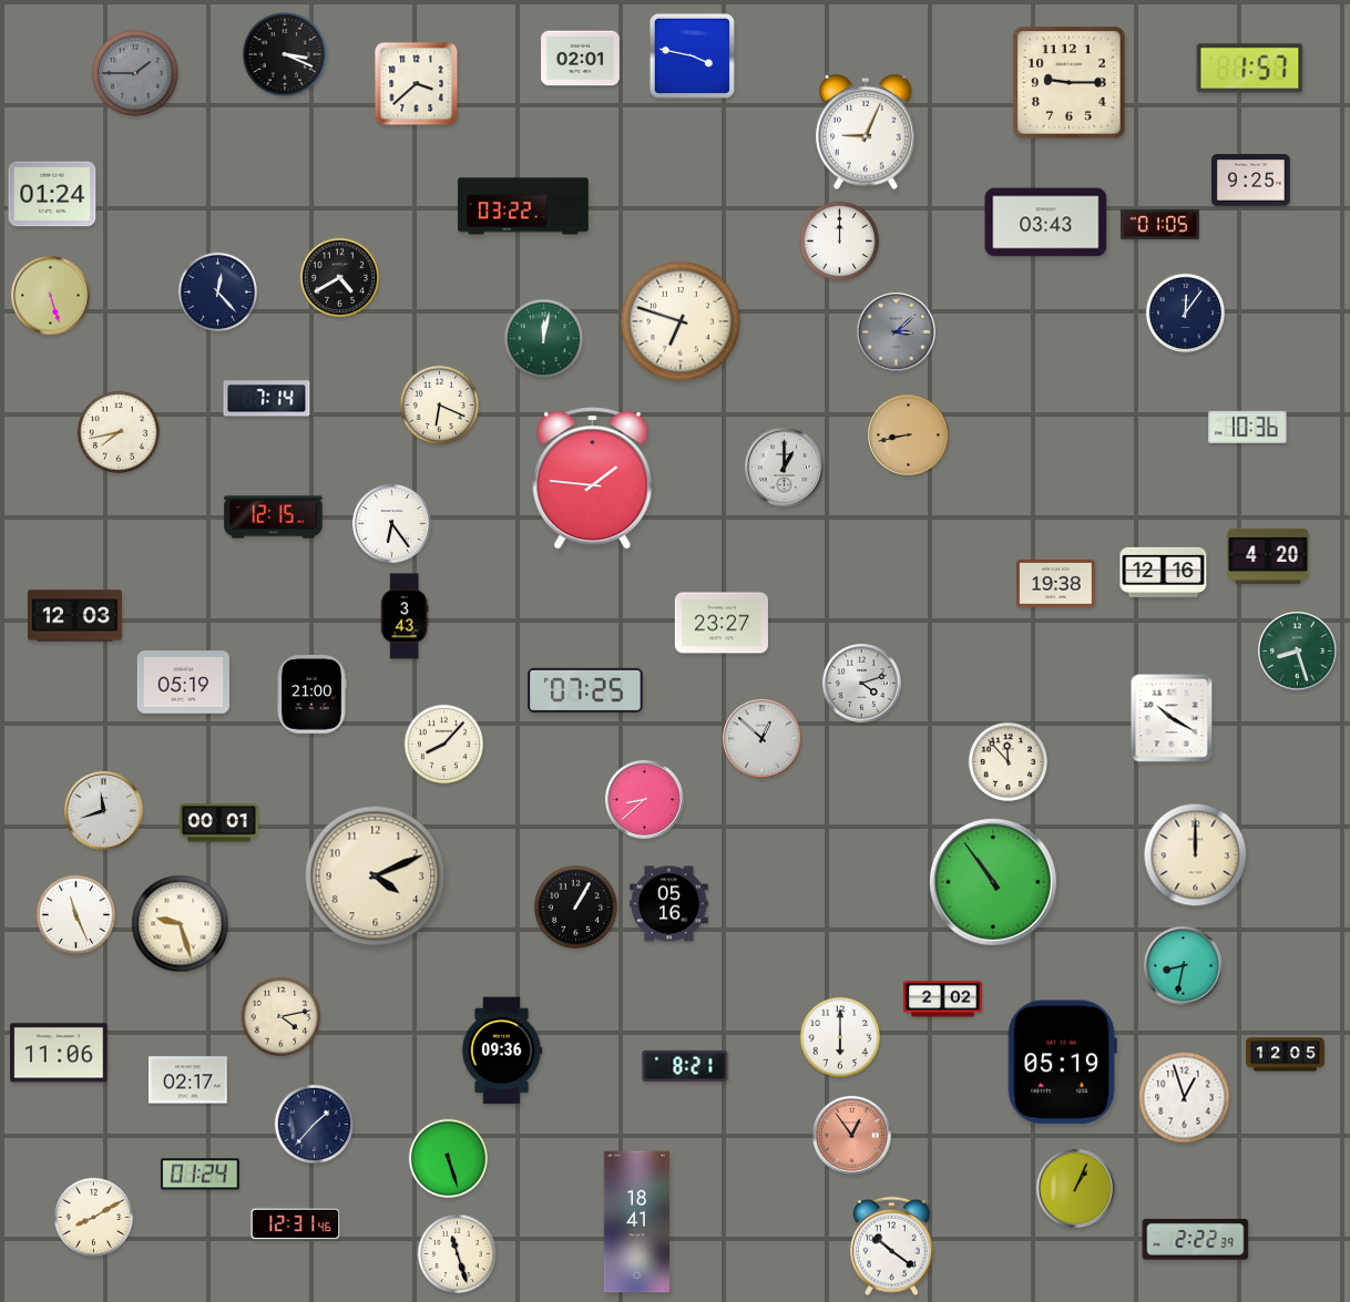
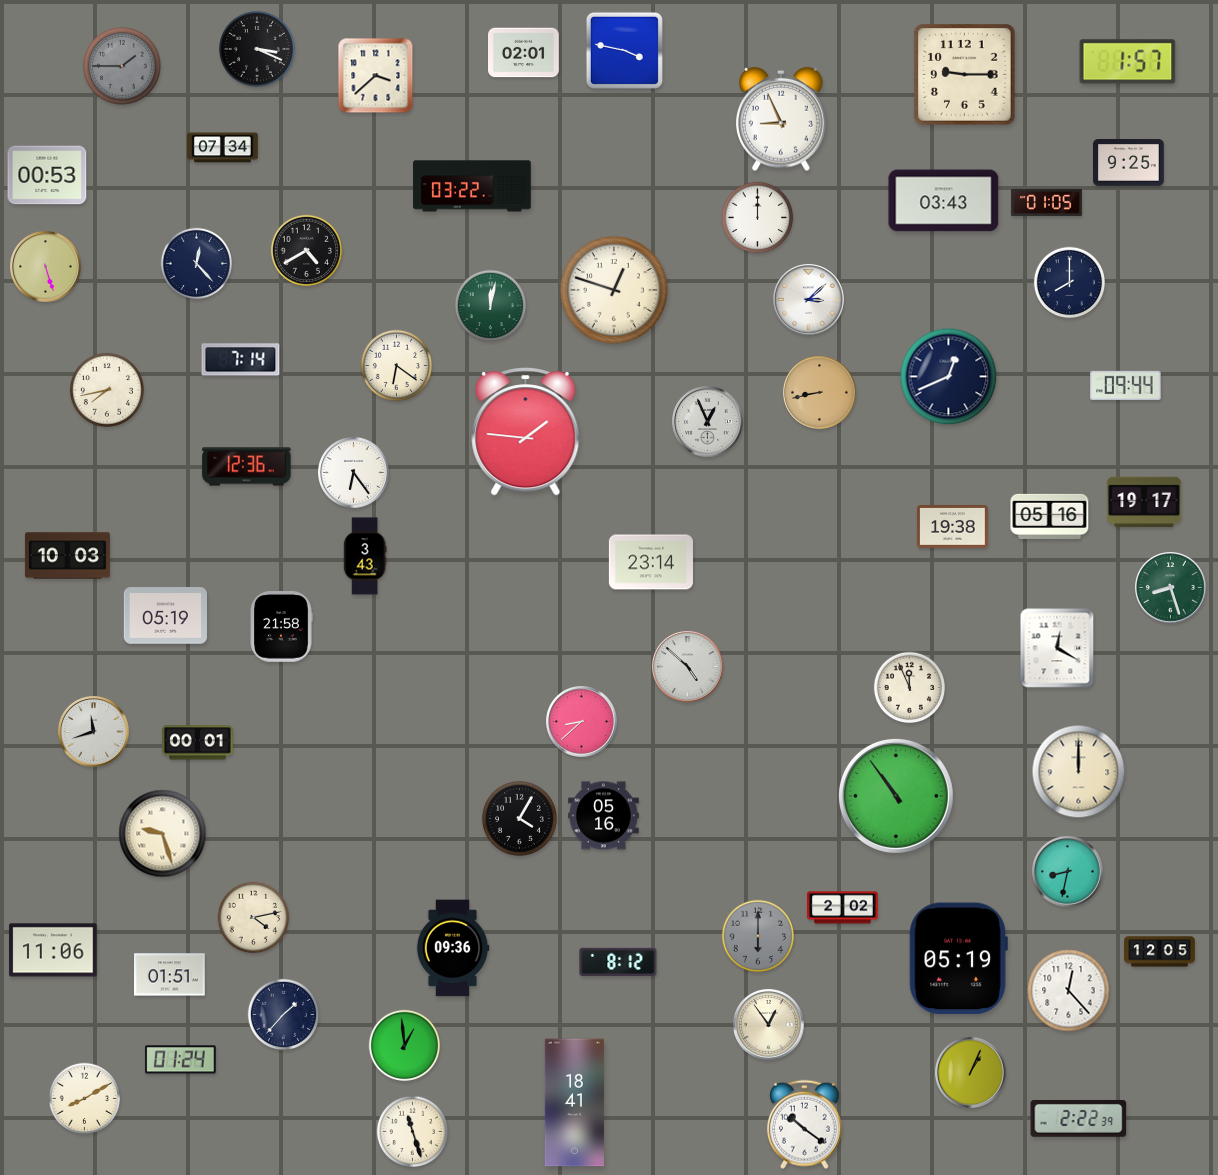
clock at (867, 132): 9:04 -> 8:56
clock at (223, 148): none -> 07:34
clock at (52, 194): 01:24 -> 00:53
clock at (1186, 314): 12:06 -> 8:00
clock at (682, 322): 6:48 -> 12:48
clock at (897, 332) dial: grey -> white
clock at (440, 406): 6:19 -> 6:21
clock at (949, 377): none -> 12:41
clock at (1248, 427): 10:36 -> 09:44
clock at (785, 468): 1:00 -> 12:56
clock at (593, 479) position: (593, 479) -> (526, 432)
clock at (274, 517): 12:15 -> 12:36
clock at (1268, 556): 4:20 -> 19:17
clock at (1164, 572): 12:16 -> 05:16
clock at (74, 616): 12:03 -> 10:03
clock at (722, 623): 23:27 -> 23:14
clock at (862, 684): 4:12 -> none
clock at (585, 690): 07:25 -> none
clock at (311, 695): 21:00 -> 21:58
clock at (1172, 718): 10:20 -> 12:20
clock at (763, 739): 12:52 -> 4:52
clock at (444, 745): 8:07 -> none
clock at (1009, 762): 11:53 -> 11:56
clock at (376, 876): 4:11 -> none
clock at (575, 906): 1:05 -> 4:05
clock at (76, 915): 11:26 -> none
clock at (943, 999) position: (943, 999) -> (843, 908)
clock at (839, 1036) dial: white -> grey
clock at (685, 1066): 8:21 -> 8:12
clock at (188, 1080): 02:17 -> 01:51
clock at (1185, 1098): 12:57 -> 12:23
clock at (852, 1136) dial: salmon -> cream
clock at (449, 1159): 5:27 -> 12:59
clock at (296, 1224): 12:31 -> none
